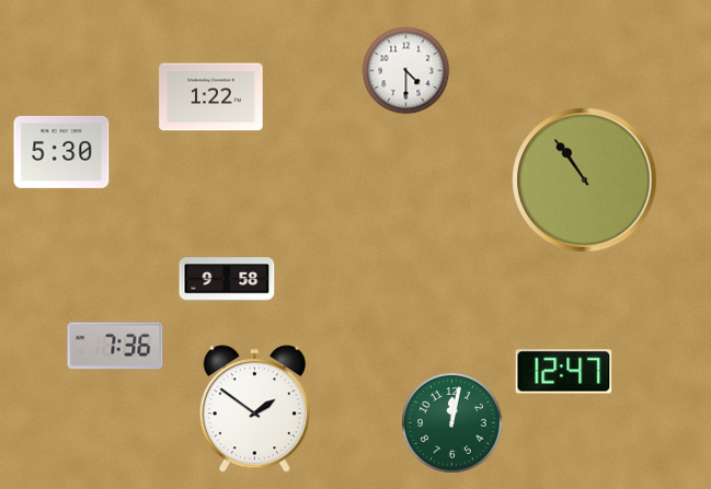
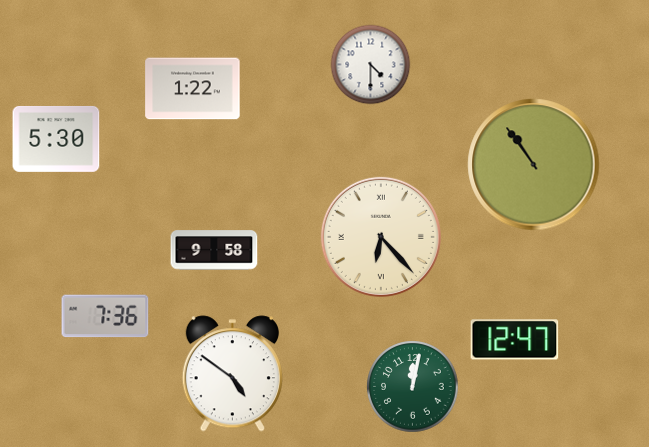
clock at (381, 237): none -> 6:23
clock at (227, 279) position: (227, 279) -> (214, 250)
clock at (254, 409): 1:51 -> 4:51
